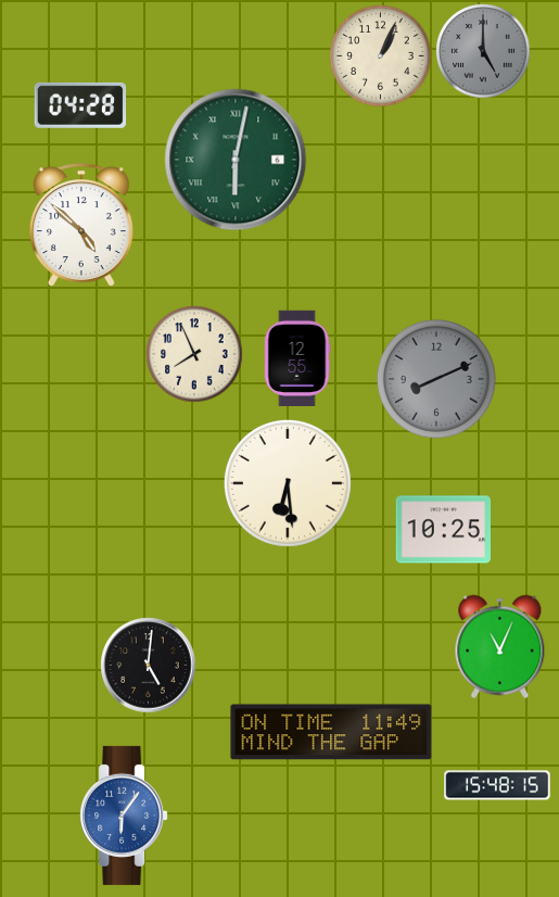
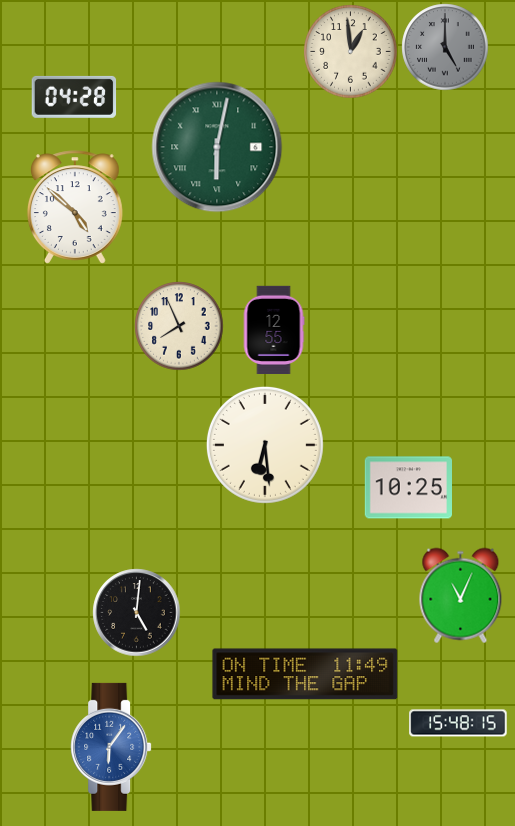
clock at (381, 56): 1:04 -> 12:59
clock at (436, 379): 8:11 -> none
clock at (124, 816) position: (124, 816) -> (111, 747)
